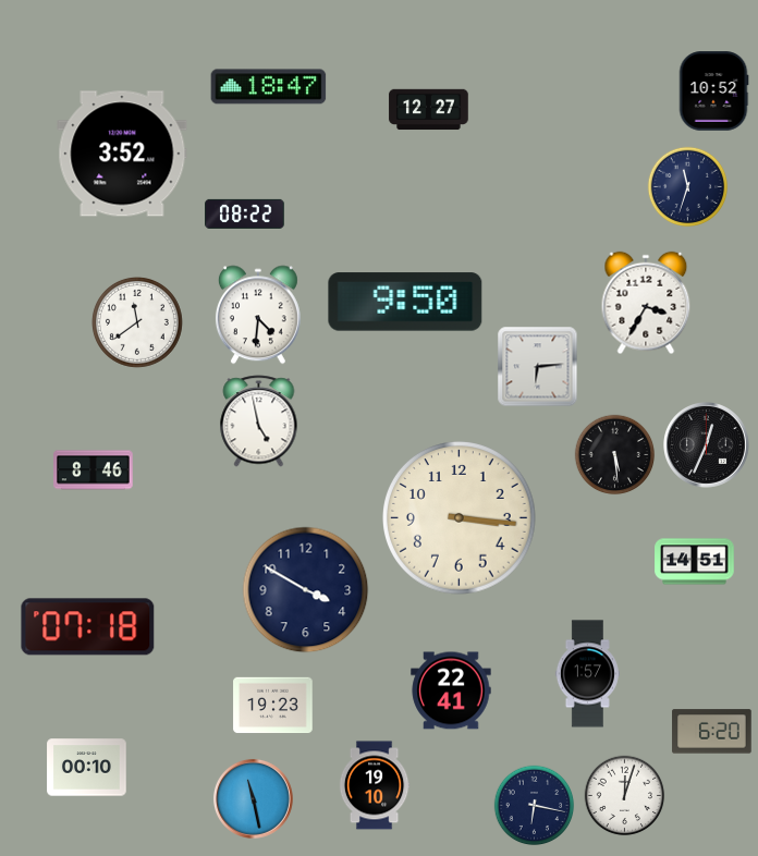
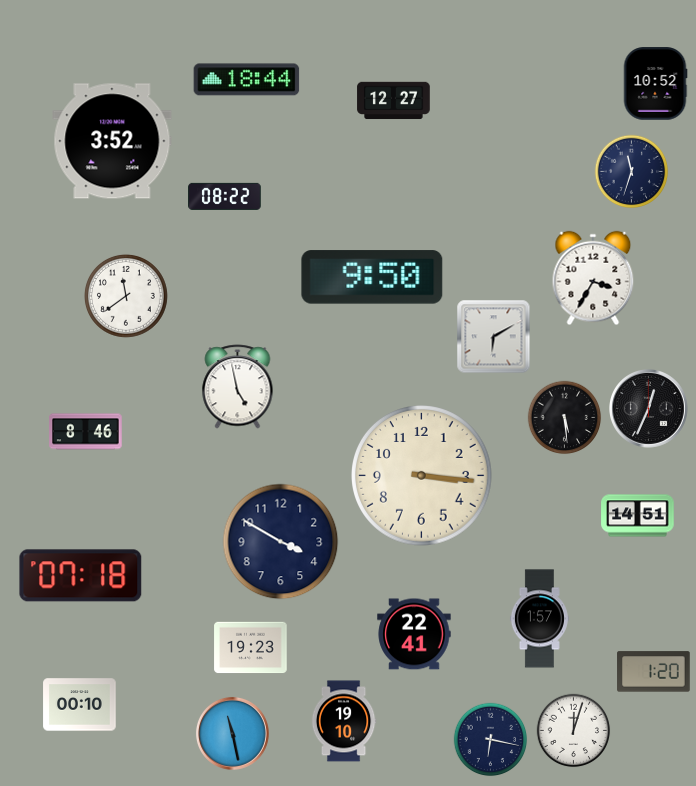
clock at (269, 87): 18:47 -> 18:44
clock at (258, 315): 4:31 -> none
clock at (538, 367): 6:14 -> 6:10
clock at (712, 732): 6:20 -> 1:20
